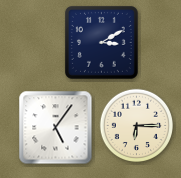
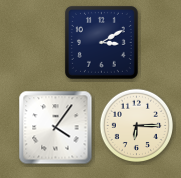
clock at (56, 128): 5:06 -> 4:06
